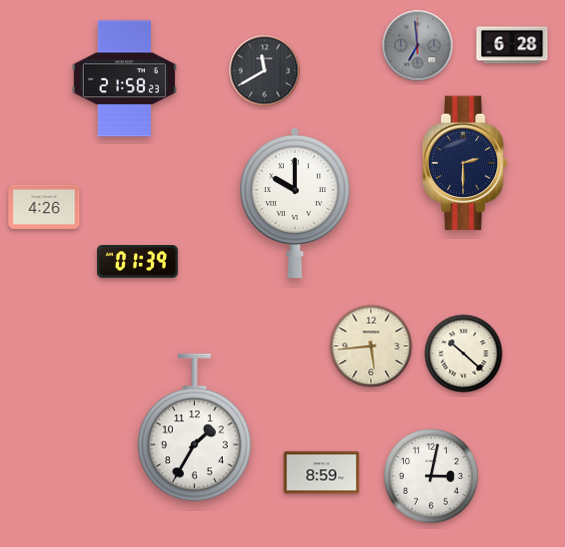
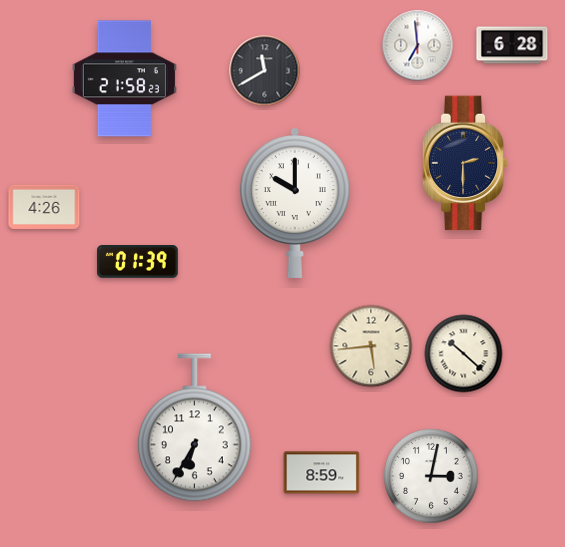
clock at (418, 46) dial: grey -> white
clock at (194, 428): 1:35 -> 6:35
